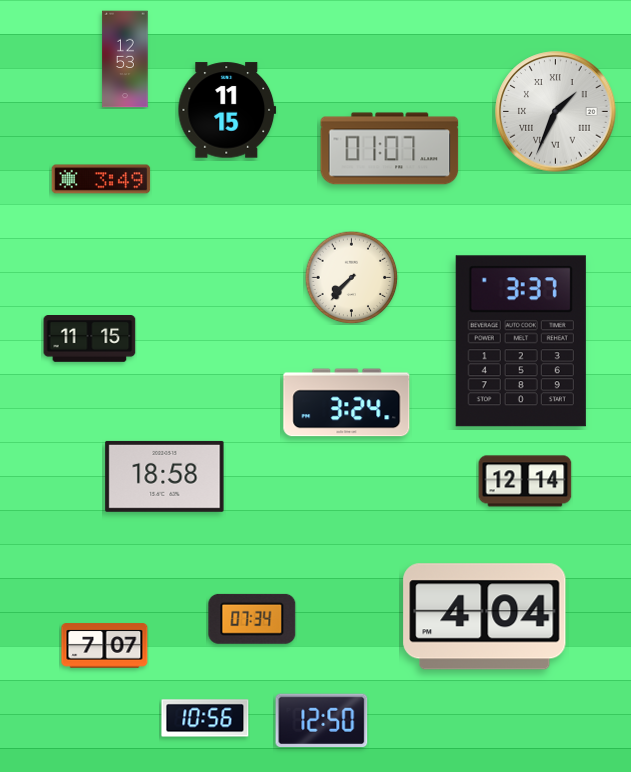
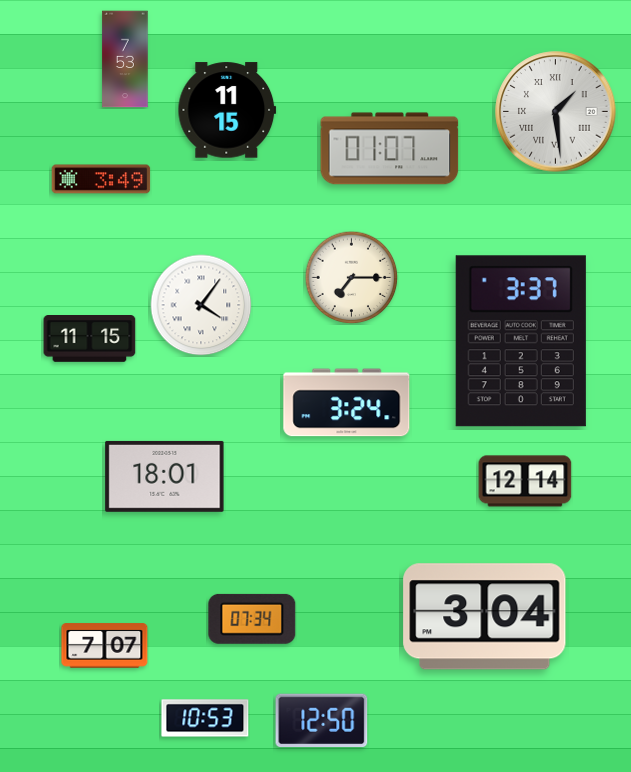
clock at (125, 59): 12:53 -> 7:53
clock at (556, 112): 1:34 -> 1:29
clock at (351, 277): 7:37 -> 7:15
clock at (201, 305): none -> 4:06
clock at (165, 476): 18:58 -> 18:01
clock at (485, 617): 4:04 -> 3:04
clock at (205, 718): 10:56 -> 10:53
